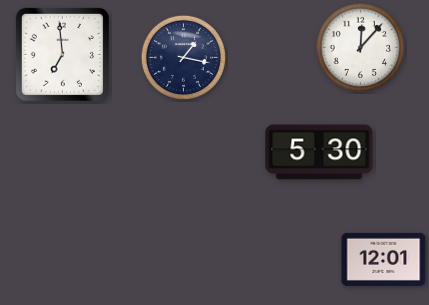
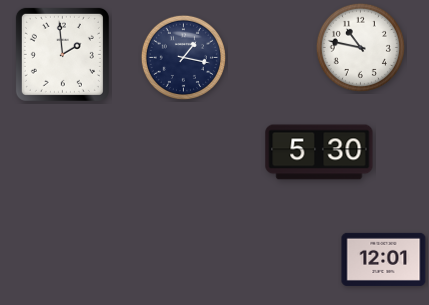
clock at (360, 47): 12:07 -> 10:47
clock at (62, 54): 6:59 -> 1:59
